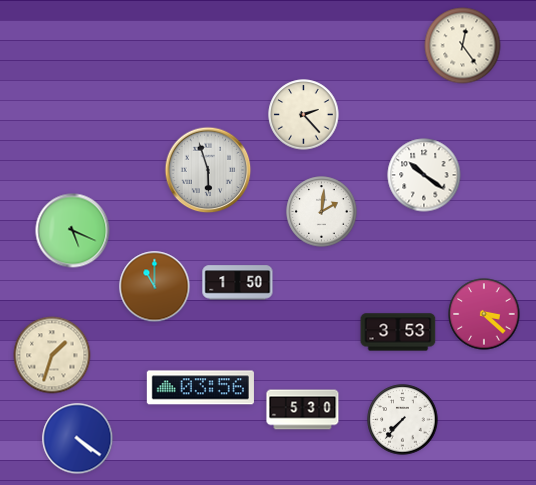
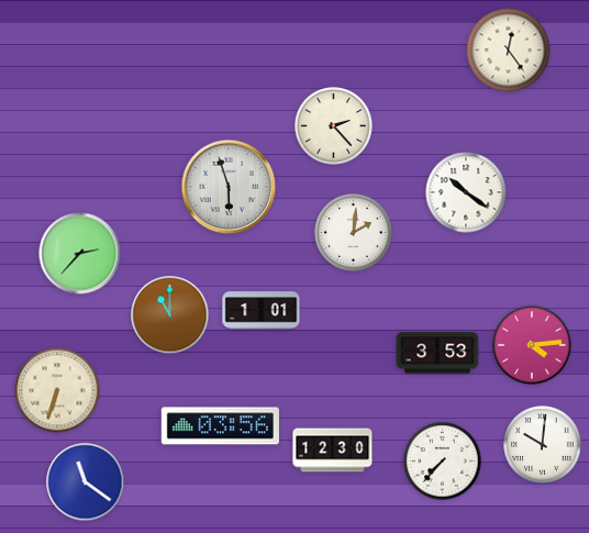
clock at (73, 231): 5:19 -> 2:37
clock at (238, 283): 1:50 -> 1:01
clock at (484, 314): 3:22 -> 4:14
clock at (398, 332) position: (398, 332) -> (437, 353)
clock at (52, 355): 1:33 -> 6:33
clock at (543, 445): none -> 10:01
clock at (303, 410): 5:30 -> 12:30
clock at (78, 439): 4:21 -> 11:21
